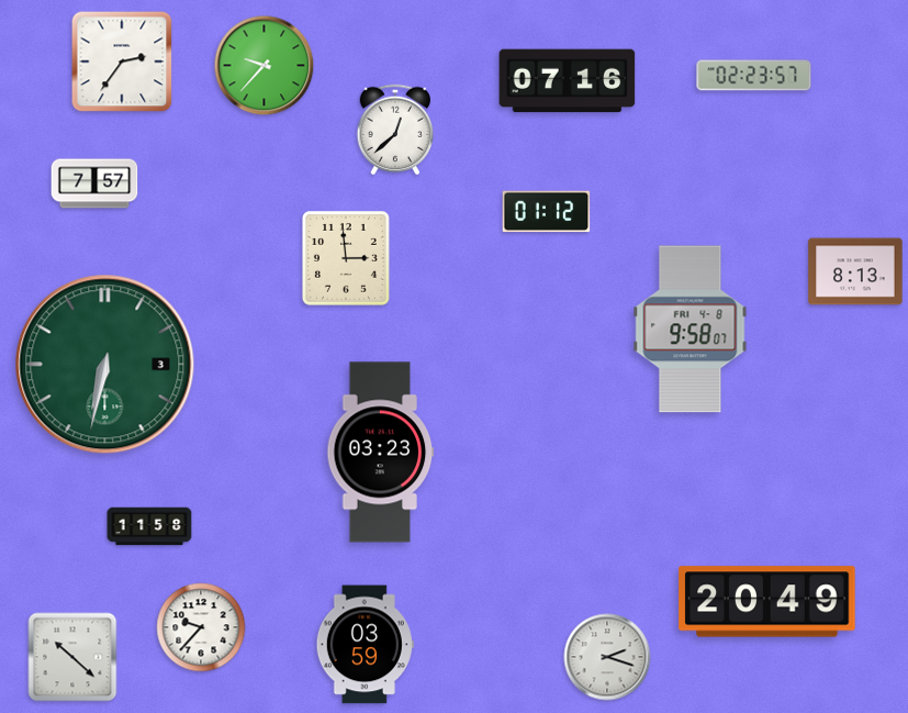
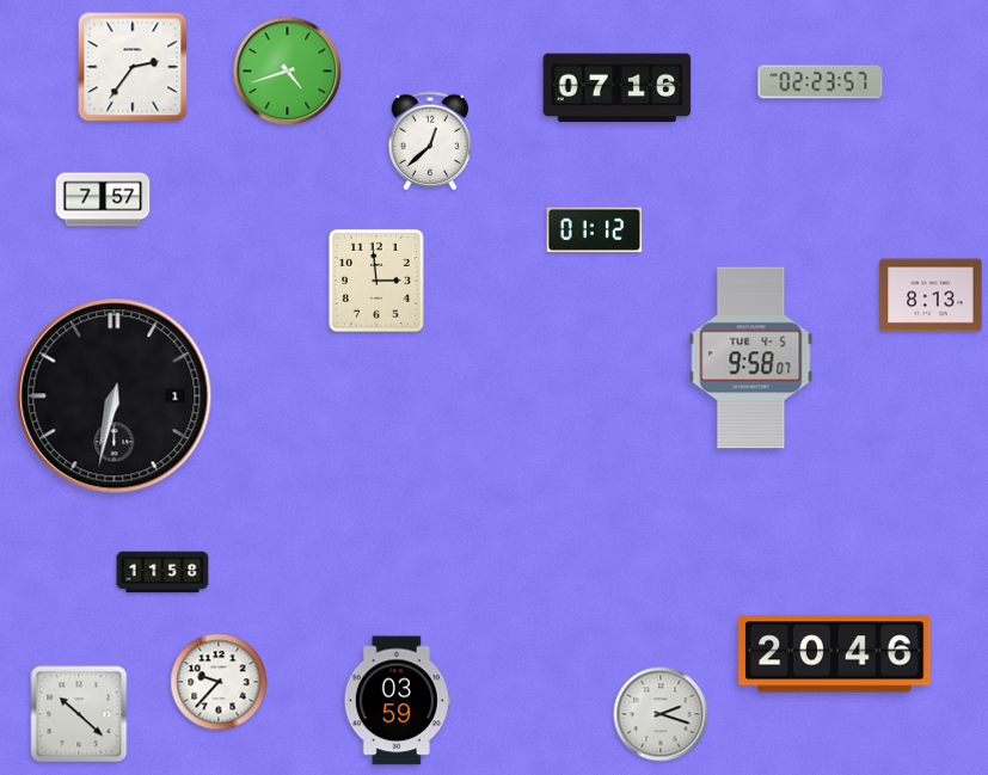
clock at (265, 66): 9:37 -> 4:42
clock at (691, 330) date: FRI 4-8 -> TUE 4-5
clock at (105, 365) date: 3 -> 1
clock at (105, 365) dial: green -> black
clock at (381, 453): 03:23 -> none
clock at (767, 602): 20:49 -> 20:46
